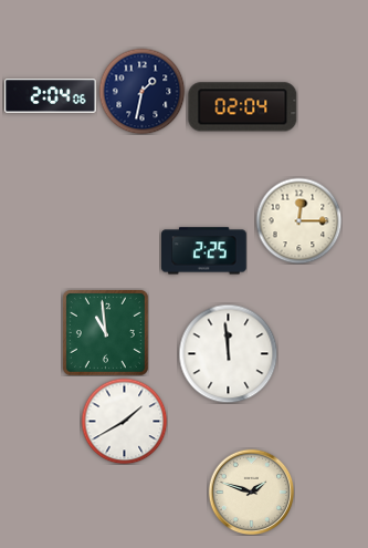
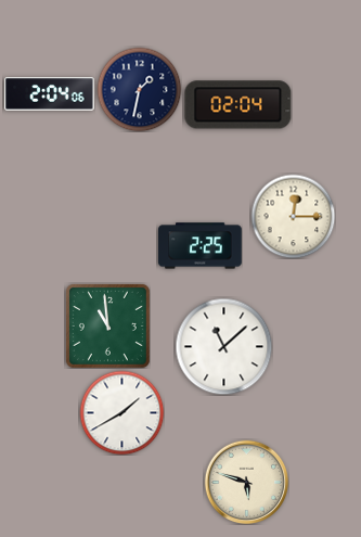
clock at (105, 332) position: (105, 332) -> (107, 325)
clock at (228, 353): 11:59 -> 11:08
clock at (251, 492): 1:48 -> 5:48
